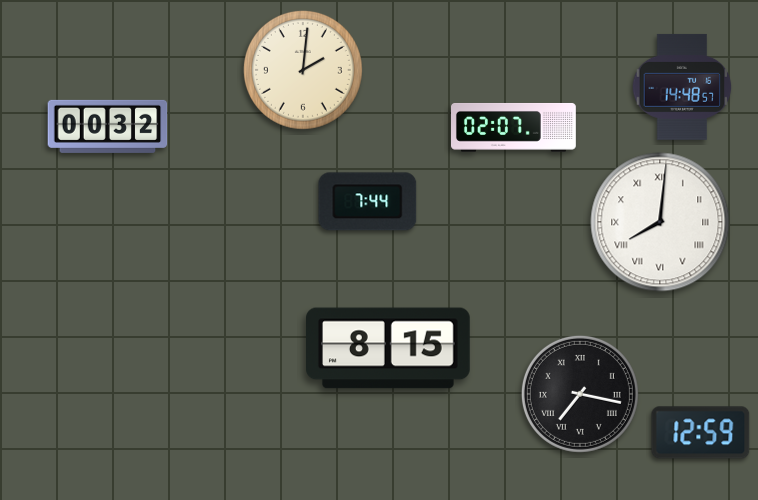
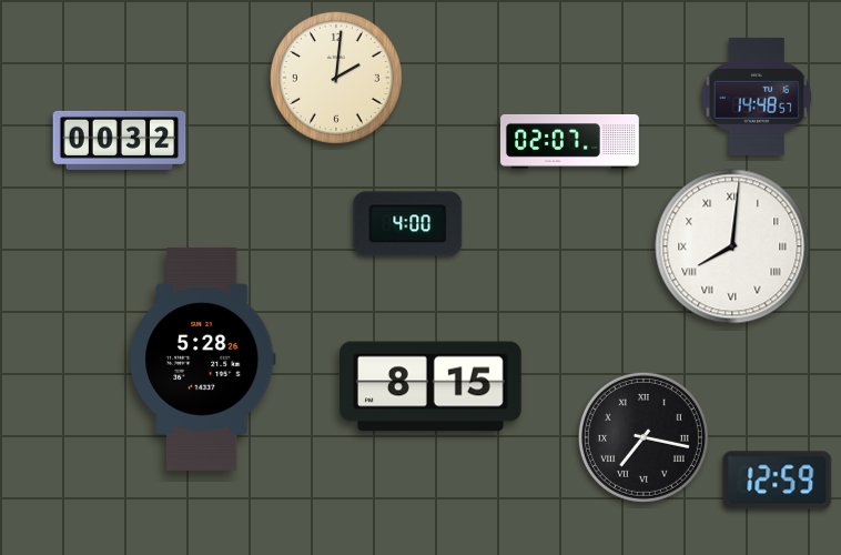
clock at (368, 202): 7:44 -> 4:00
clock at (203, 359): none -> 5:28
